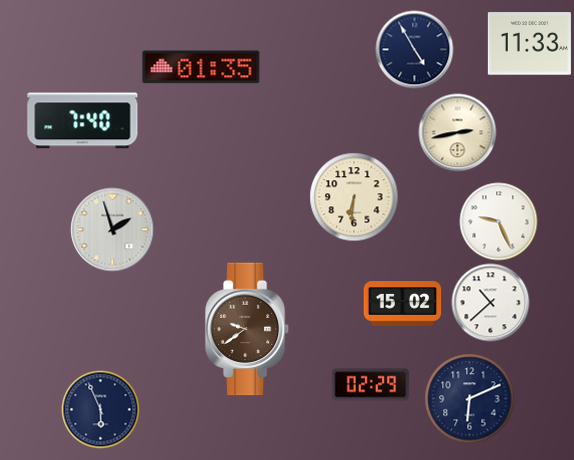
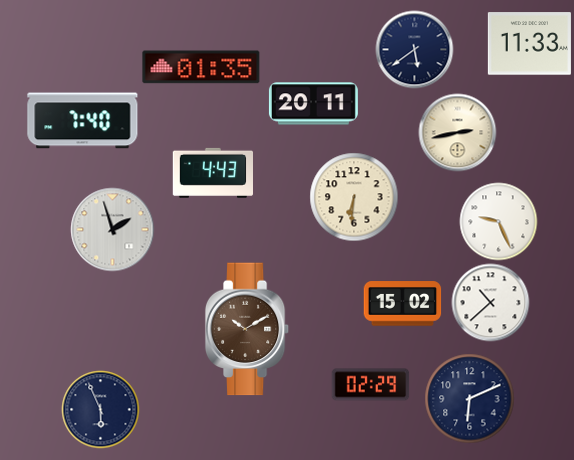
clock at (414, 49): 4:55 -> 5:39
clock at (313, 104): none -> 20:11
clock at (212, 173): none -> 4:43
clock at (247, 329): 9:39 -> 10:10
